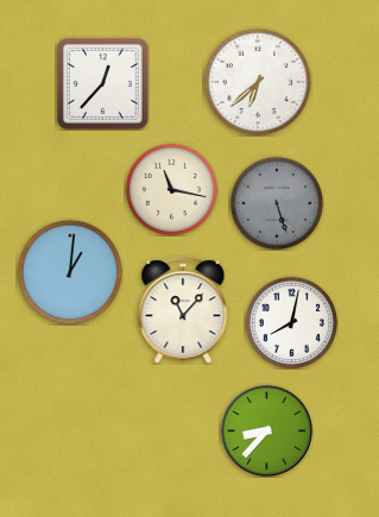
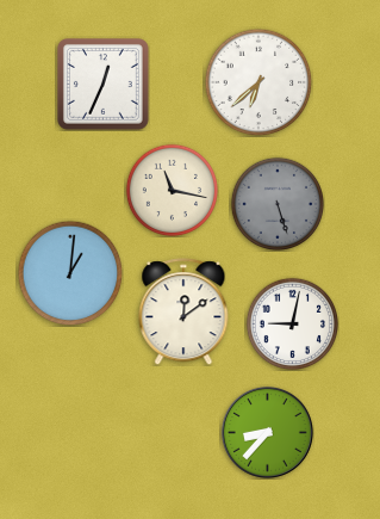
clock at (102, 83): 12:37 -> 12:34
clock at (183, 310): 11:07 -> 12:09
clock at (291, 322): 8:02 -> 9:02
